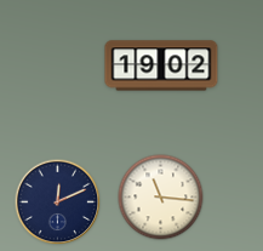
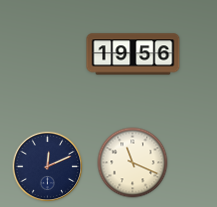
clock at (161, 65): 19:02 -> 19:56
clock at (161, 198): 11:16 -> 11:19
